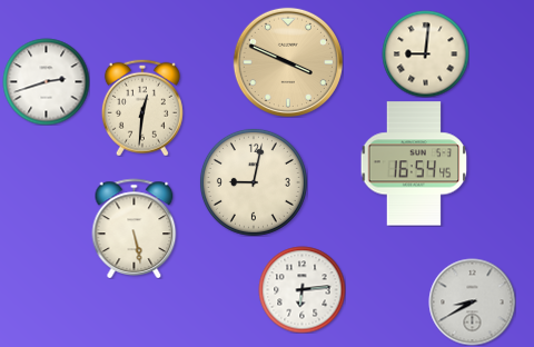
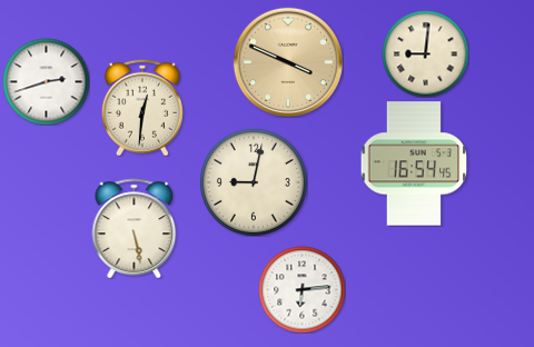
clock at (472, 301): 8:40 -> none
